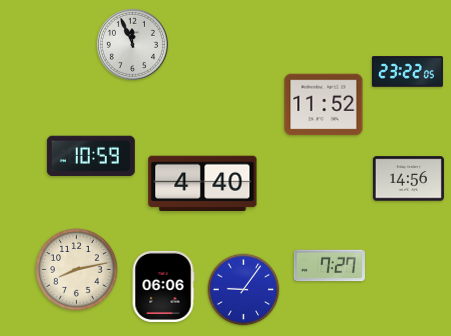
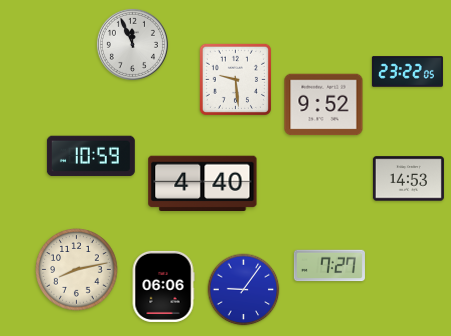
clock at (235, 79): none -> 9:29
clock at (324, 105): 11:52 -> 9:52
clock at (408, 179): 14:56 -> 14:53
